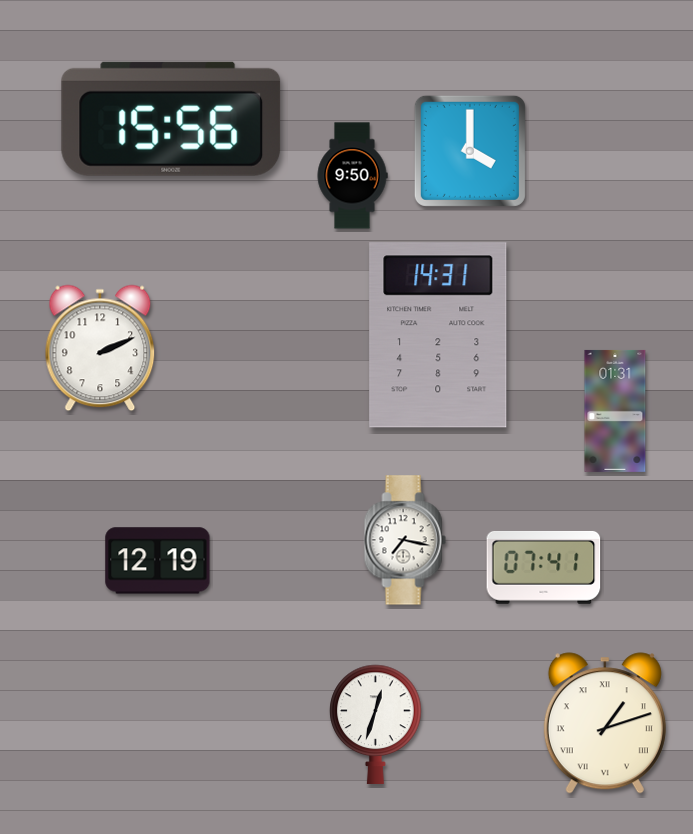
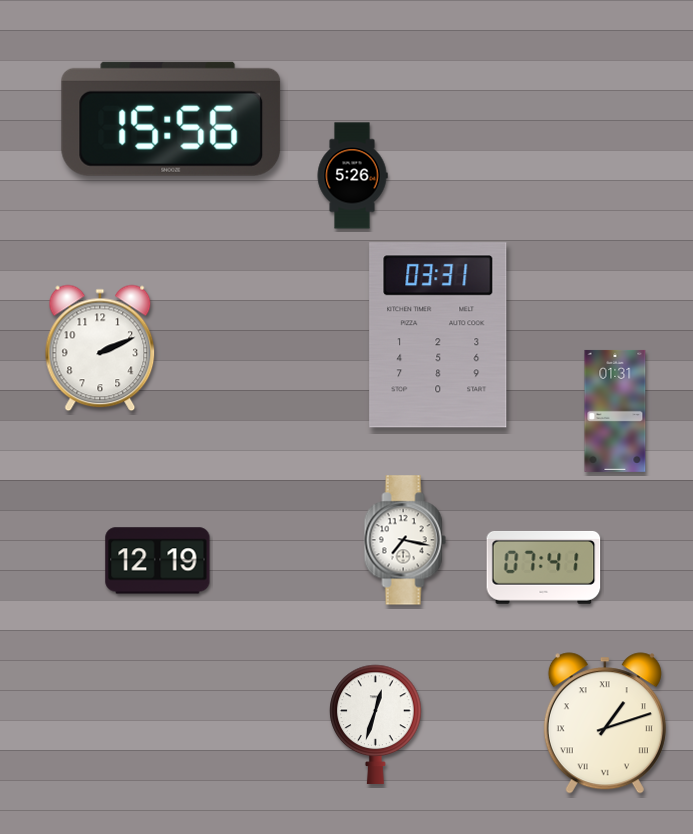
clock at (470, 151): 4:00 -> none
clock at (352, 176): 9:50 -> 5:26
clock at (438, 335): 14:31 -> 03:31
